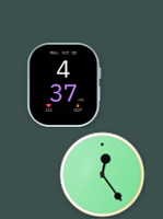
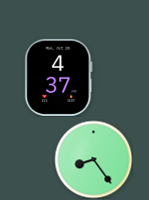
clock at (102, 174): 12:24 -> 8:24
